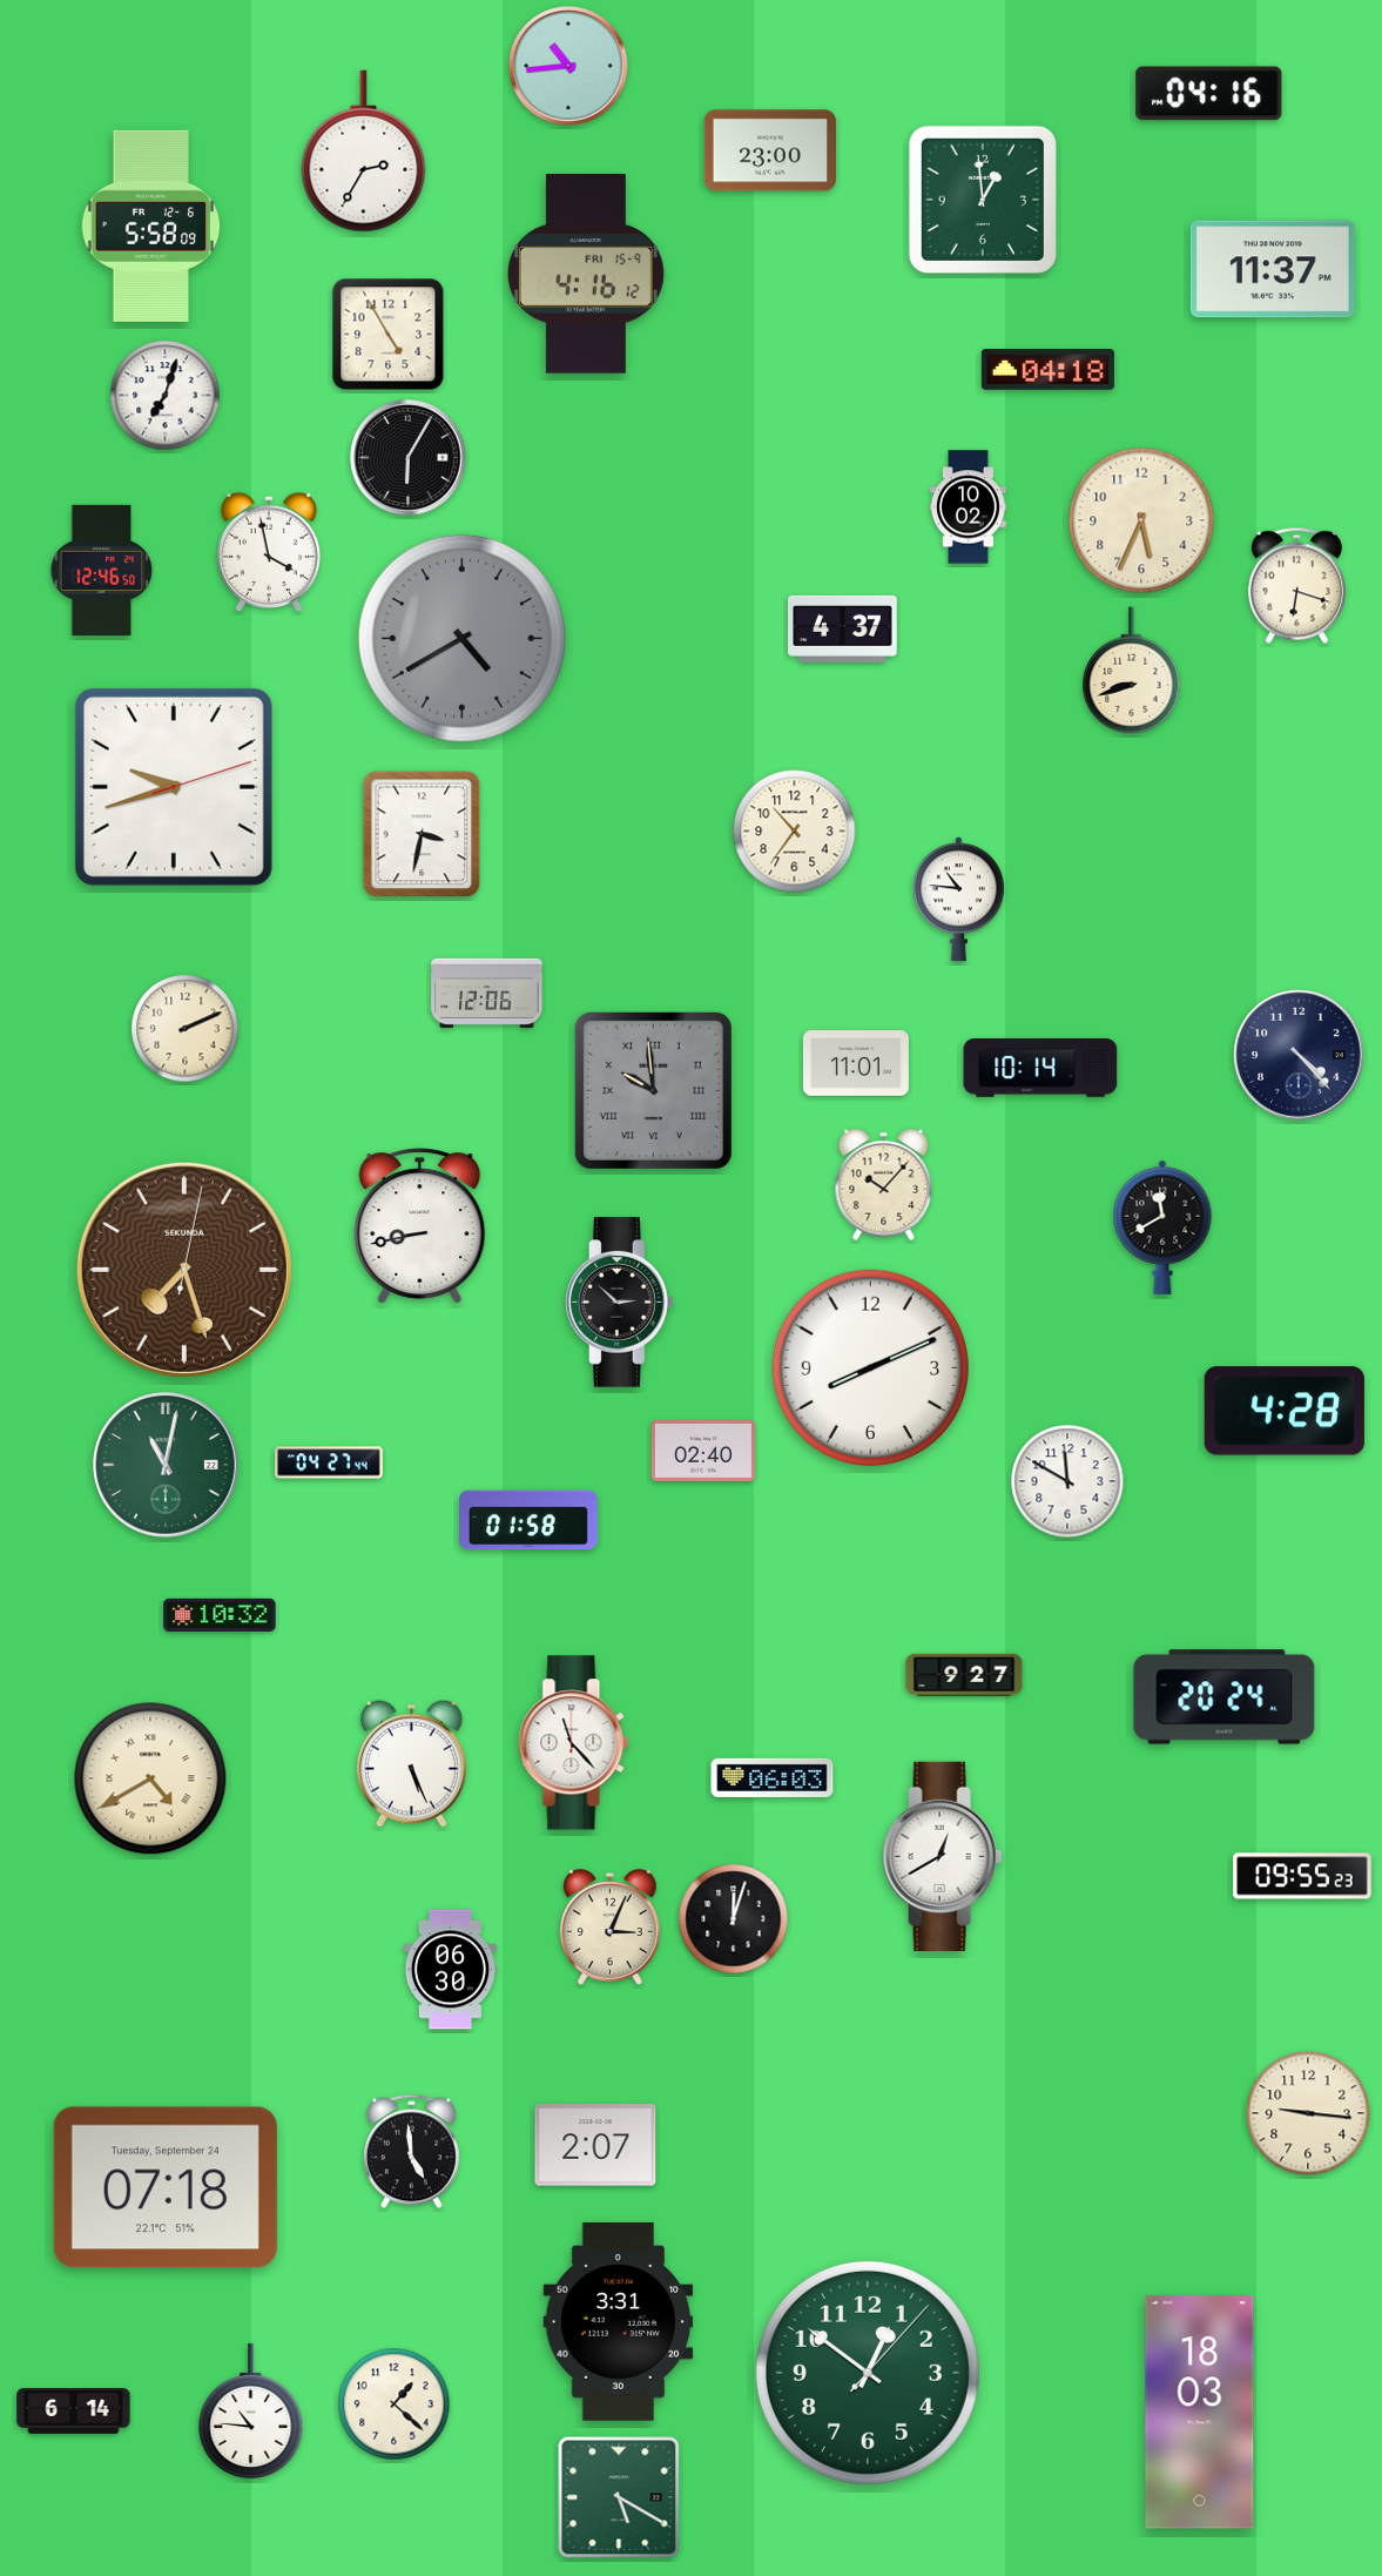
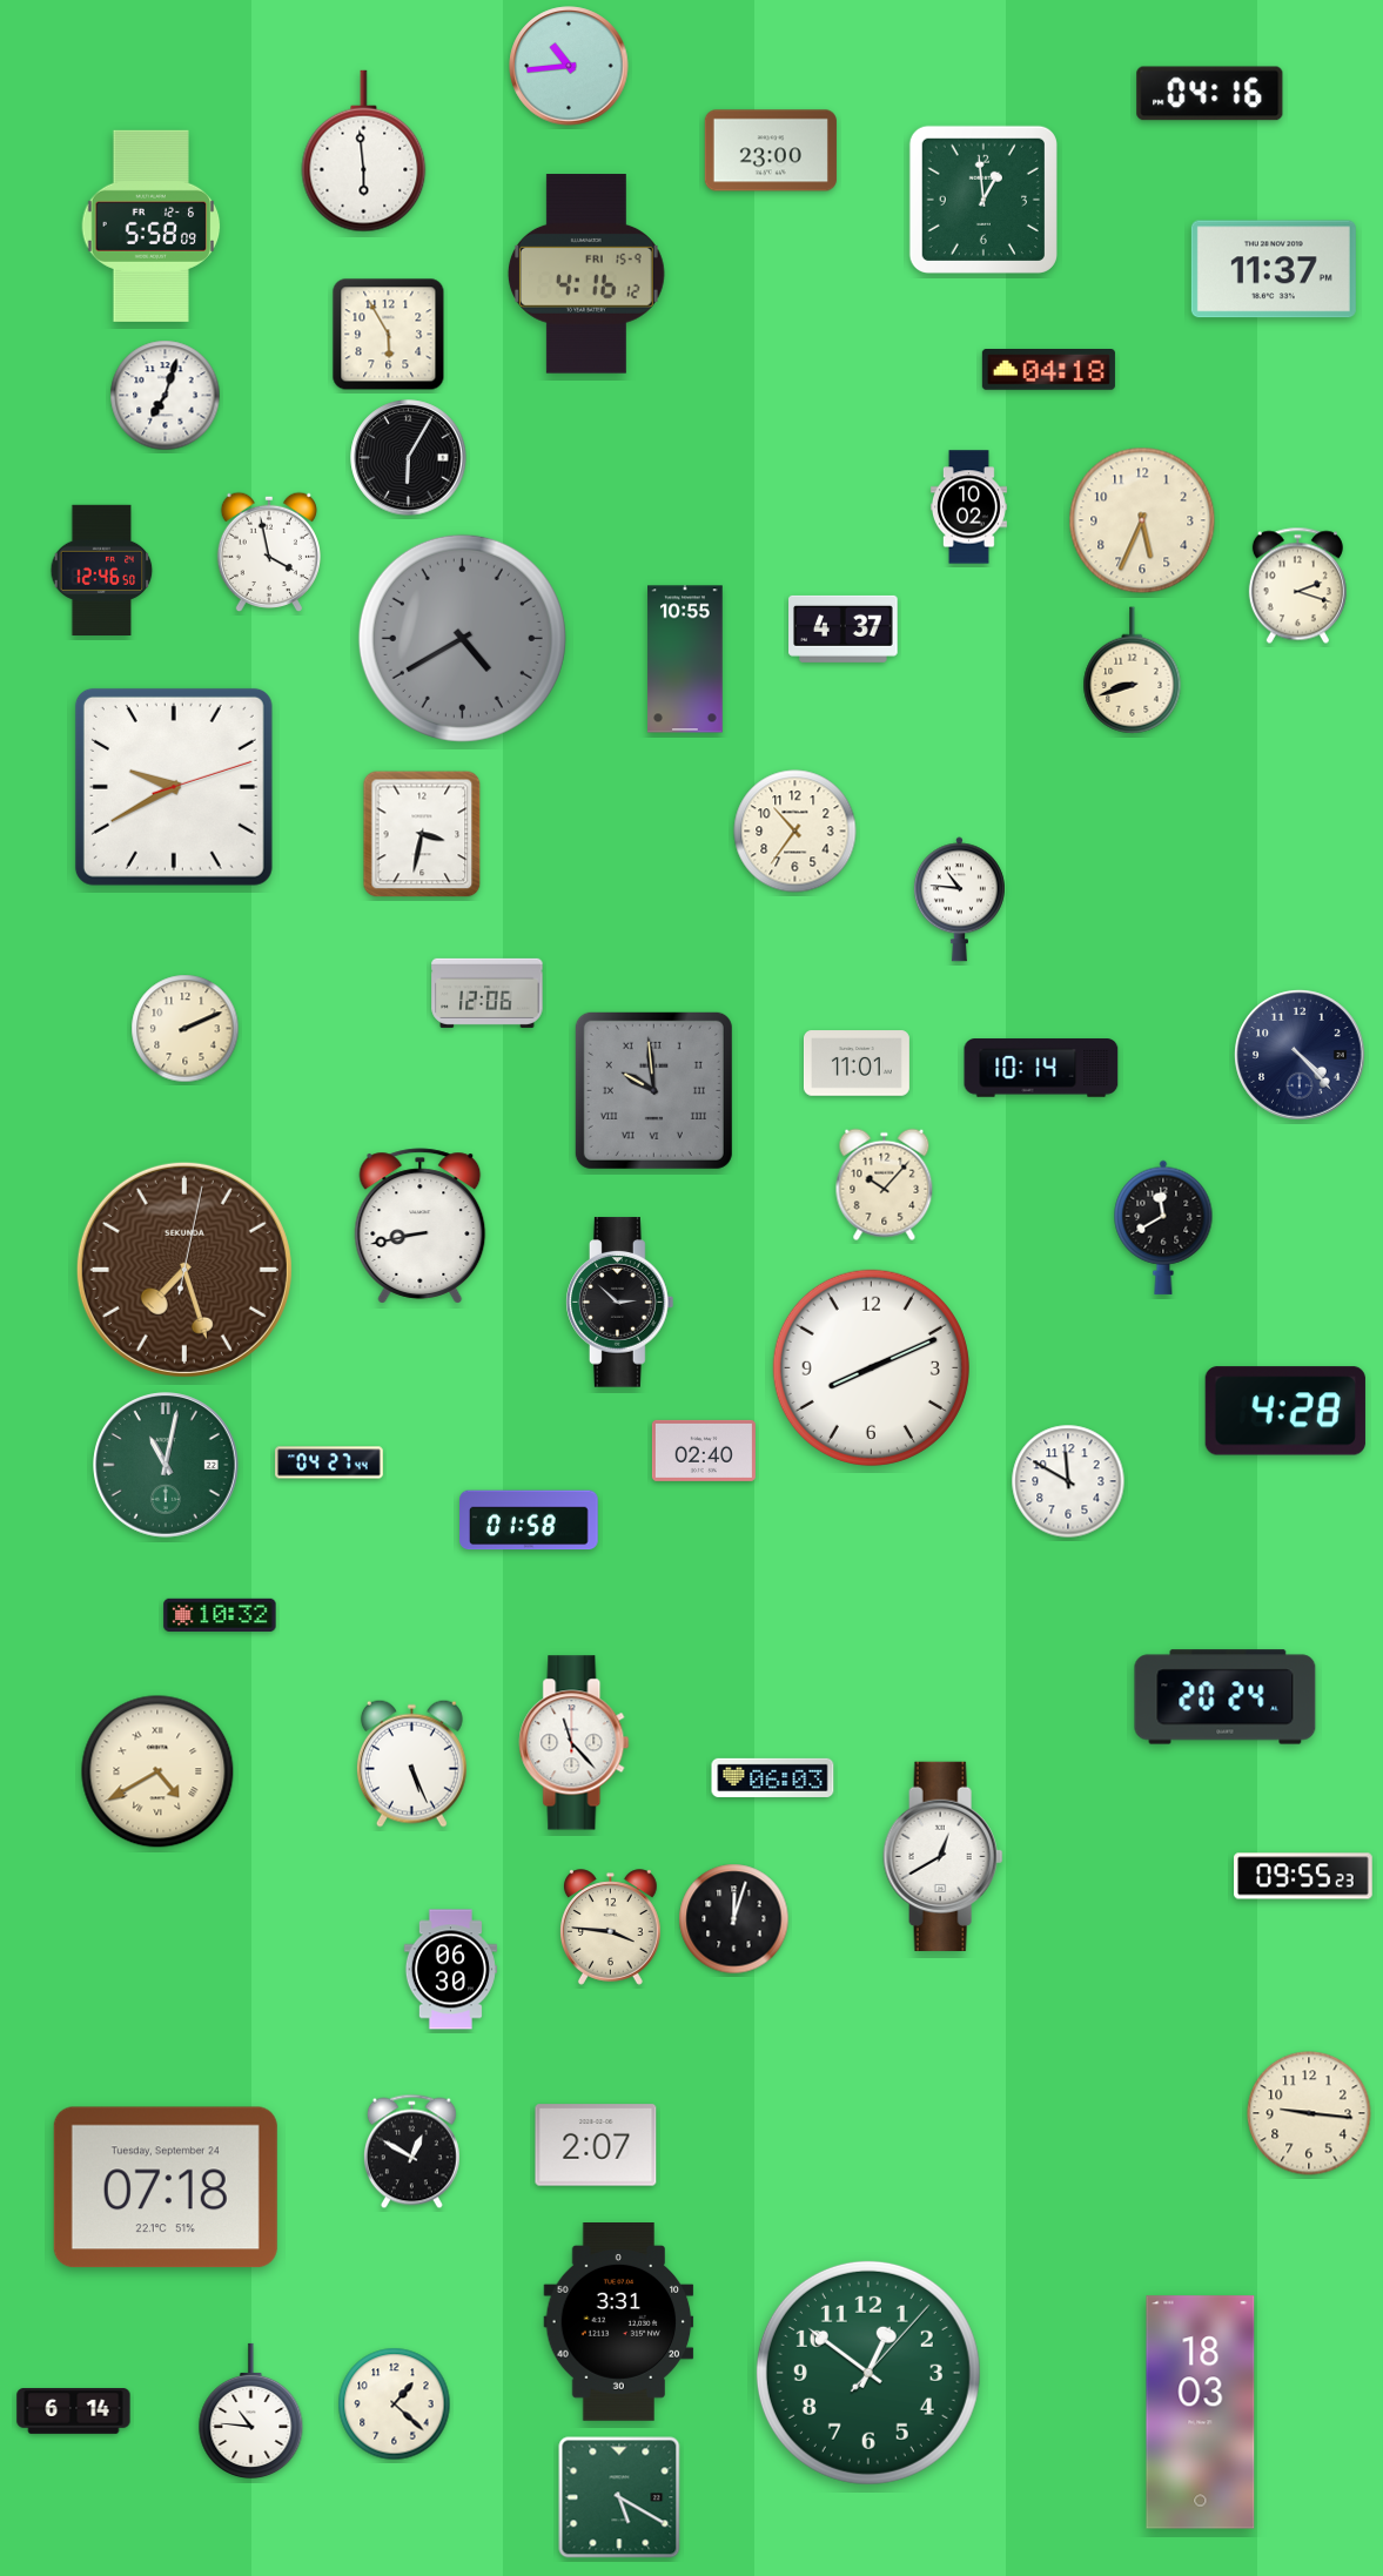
clock at (364, 152): 2:35 -> 5:59
clock at (389, 335): 4:55 -> 5:55
clock at (1296, 586): 6:18 -> 2:18
clock at (685, 659): none -> 10:55
clock at (174, 787): 9:42 -> 9:40
clock at (964, 1674): 9:27 -> none
clock at (150, 1778) position: (150, 1778) -> (157, 1771)
clock at (611, 1928): 3:04 -> 3:46
clock at (411, 2152): 4:59 -> 12:50
